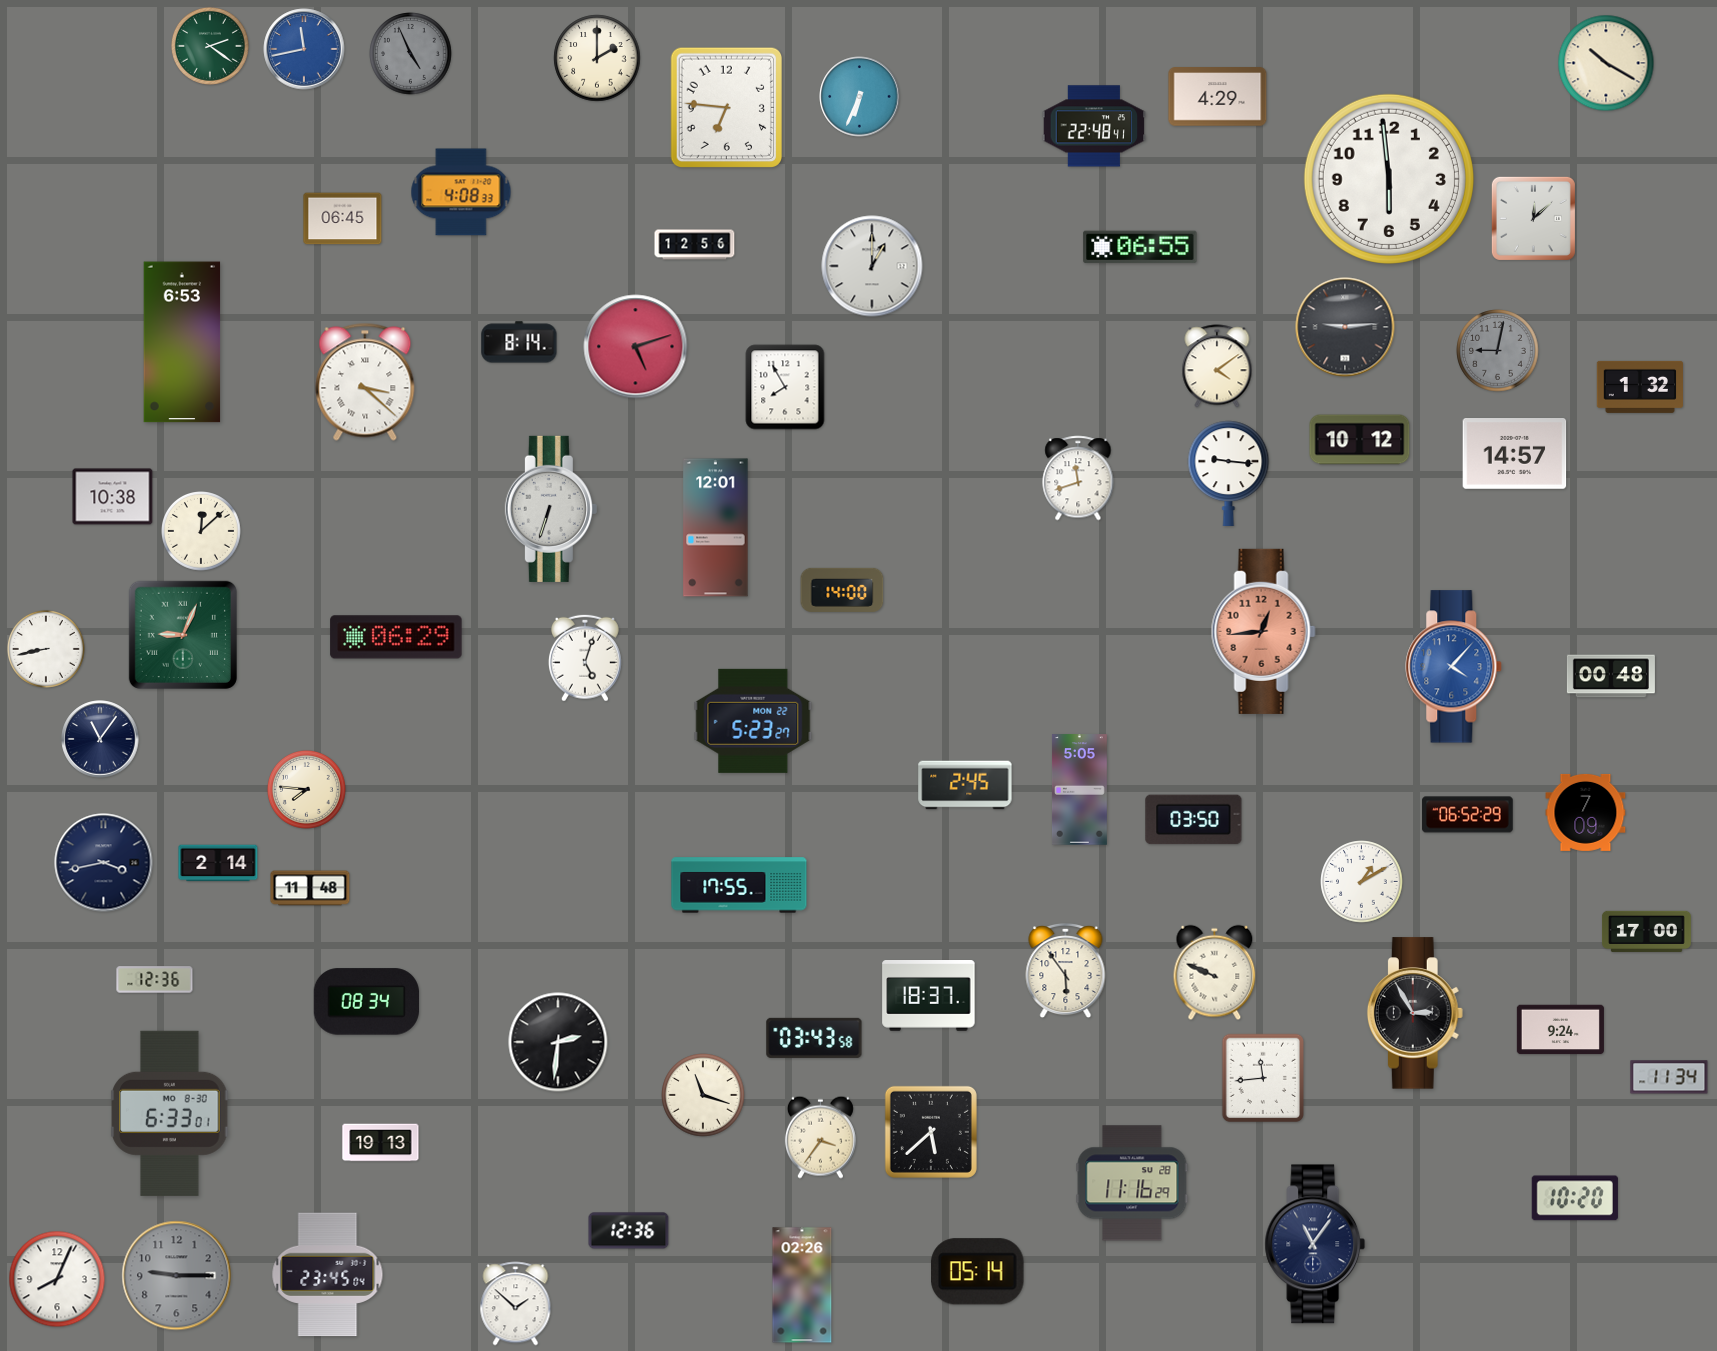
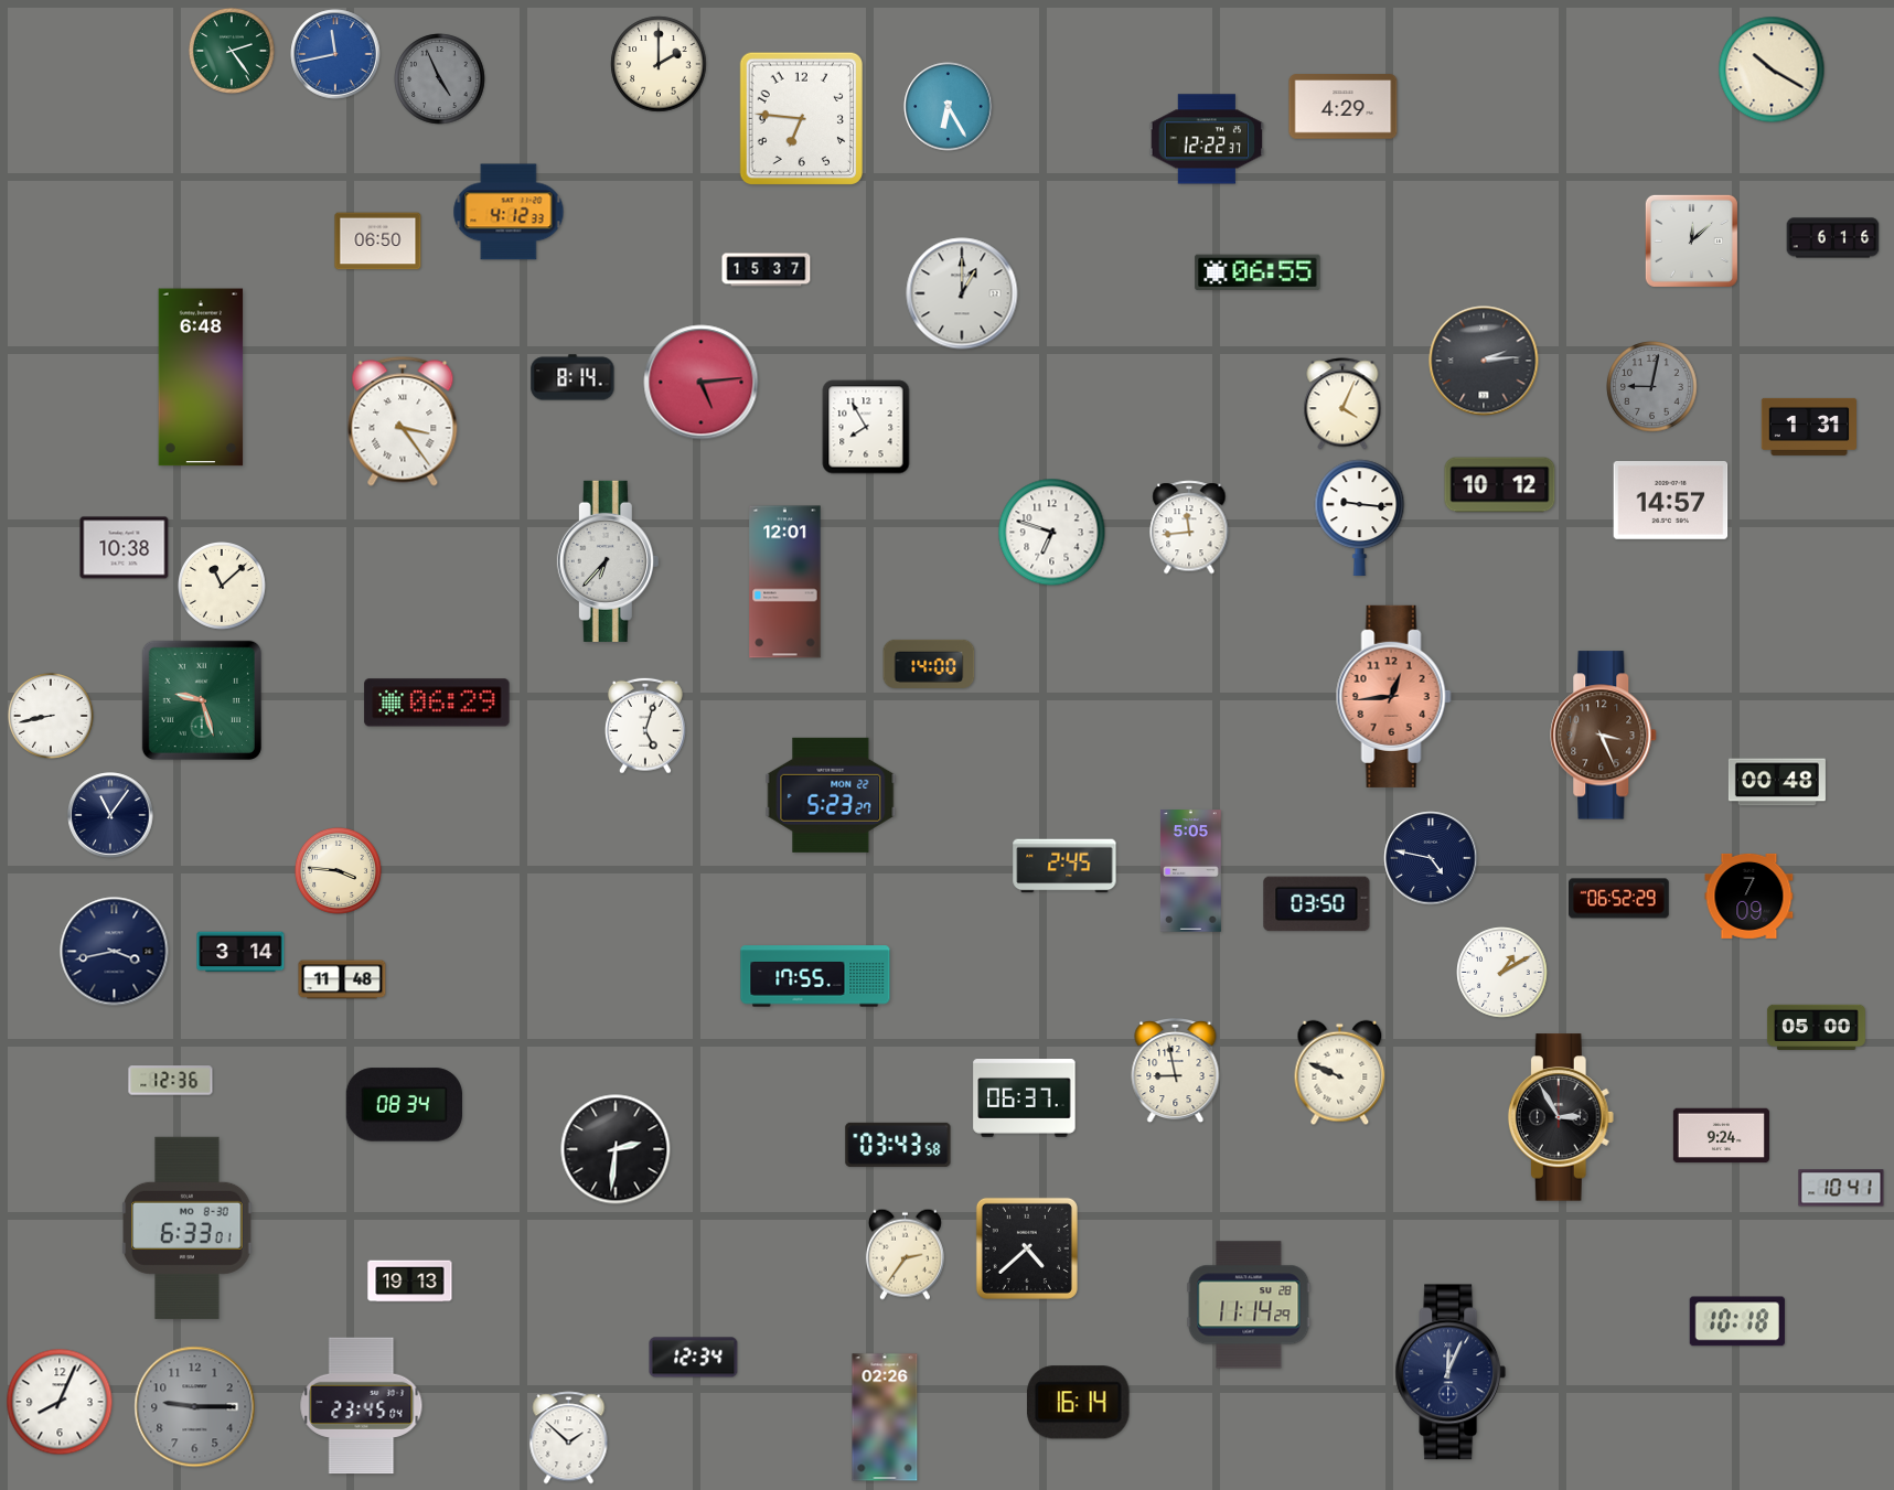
clock at (210, 46): 2:21 -> 2:24
clock at (411, 54) position: (411, 54) -> (440, 79)
clock at (860, 97): 6:34 -> 6:25
clock at (1094, 126): 22:48 -> 12:22
clock at (1389, 179): 5:59 -> none
clock at (461, 192): 4:08 -> 4:12
clock at (1833, 238): none -> 6:16
clock at (343, 219): 06:45 -> 06:50
clock at (695, 245): 12:56 -> 15:37
clock at (1345, 327): 9:14 -> 2:14
clock at (182, 342): 6:53 -> 6:48
clock at (636, 347): 5:12 -> 5:14
clock at (1217, 366): 4:09 -> 4:04
clock at (365, 382): 3:22 -> 3:24
clock at (1639, 387): 1:32 -> 1:31
clock at (1229, 473) position: (1229, 473) -> (1360, 517)
clock at (1078, 478): 11:42 -> 11:44
clock at (1052, 533): none -> 6:48
clock at (551, 509): 6:33 -> 6:37
clock at (716, 528) position: (716, 528) -> (785, 582)
clock at (202, 532): 12:08 -> 11:08
clock at (842, 590) position: (842, 590) -> (929, 664)
clock at (183, 635): 9:04 -> 9:27
clock at (1454, 667): 4:07 -> 3:26
clock at (1454, 667) dial: blue -> brown
clock at (1611, 676) position: (1611, 676) -> (1777, 782)
clock at (1431, 858): none -> 4:47
clock at (306, 789): 7:46 -> 3:46
clock at (218, 863): 2:14 -> 3:14
clock at (1646, 931): 17:00 -> 05:00
clock at (1066, 971): 5:54 -> 8:58
clock at (929, 996): 18:37 -> 06:37
clock at (1669, 1077): 11:34 -> 10:41
clock at (1263, 1078): 11:44 -> none
clock at (703, 1095): 11:18 -> none
clock at (931, 1132): 5:38 -> 4:38
clock at (820, 1137): 3:36 -> 2:36
clock at (381, 1143) position: (381, 1143) -> (410, 1282)
clock at (1132, 1183): 11:16 -> 11:14
clock at (1575, 1198): 10:20 -> 10:18
clock at (629, 1231): 12:36 -> 12:34
clock at (1315, 1244): 11:06 -> 12:04
clock at (978, 1272): 05:14 -> 16:14
clock at (57, 1279) position: (57, 1279) -> (60, 1402)
